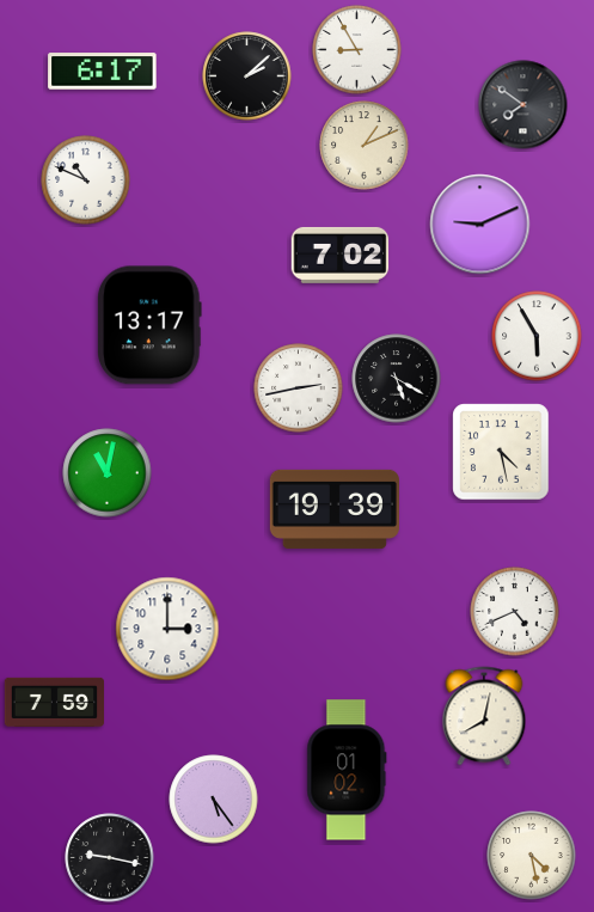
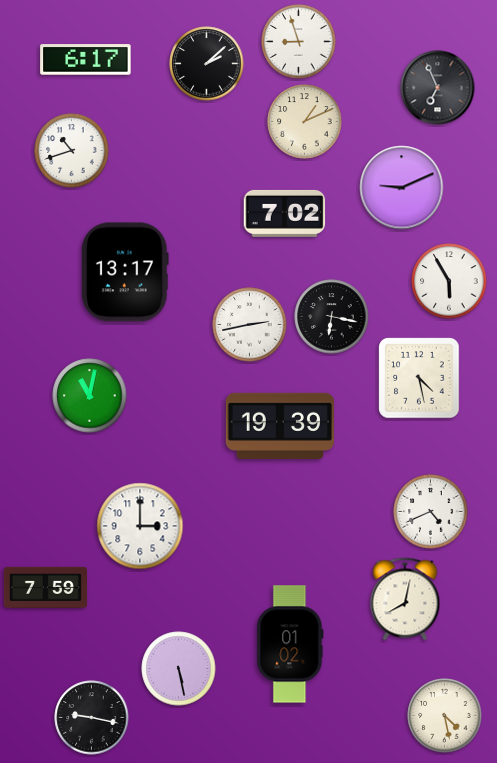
clock at (357, 50): 8:55 -> 8:57
clock at (523, 105): 7:51 -> 6:56
clock at (86, 180): 10:49 -> 10:42
clock at (397, 379): 5:20 -> 6:17
clock at (214, 800): 5:24 -> 5:28
